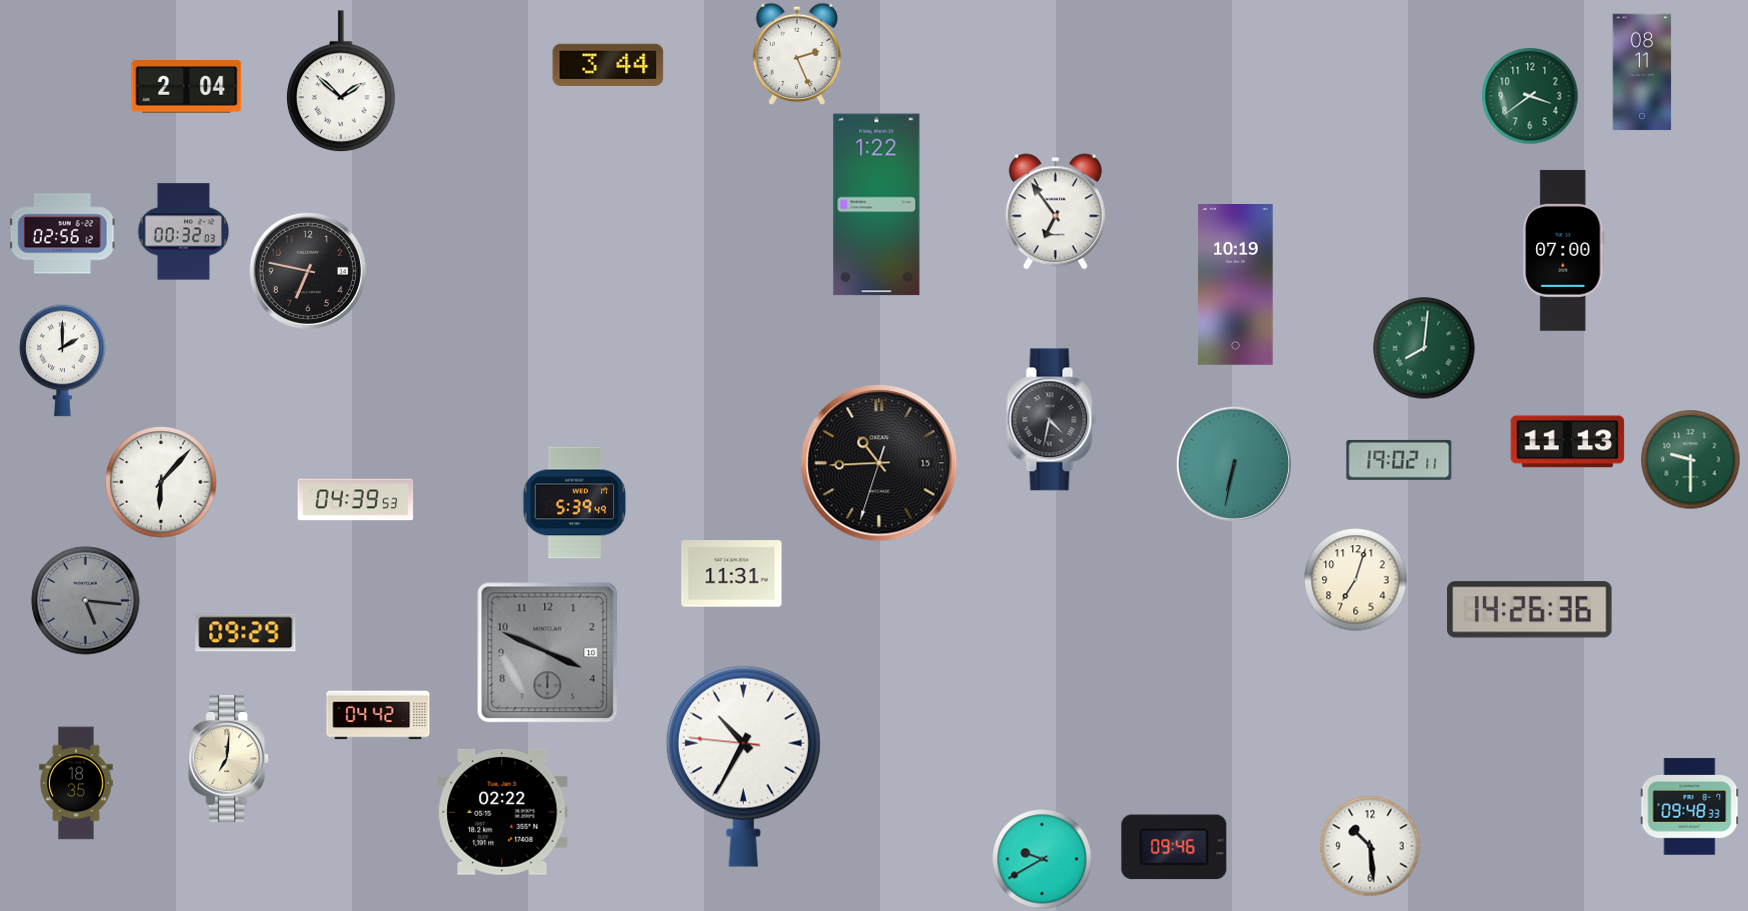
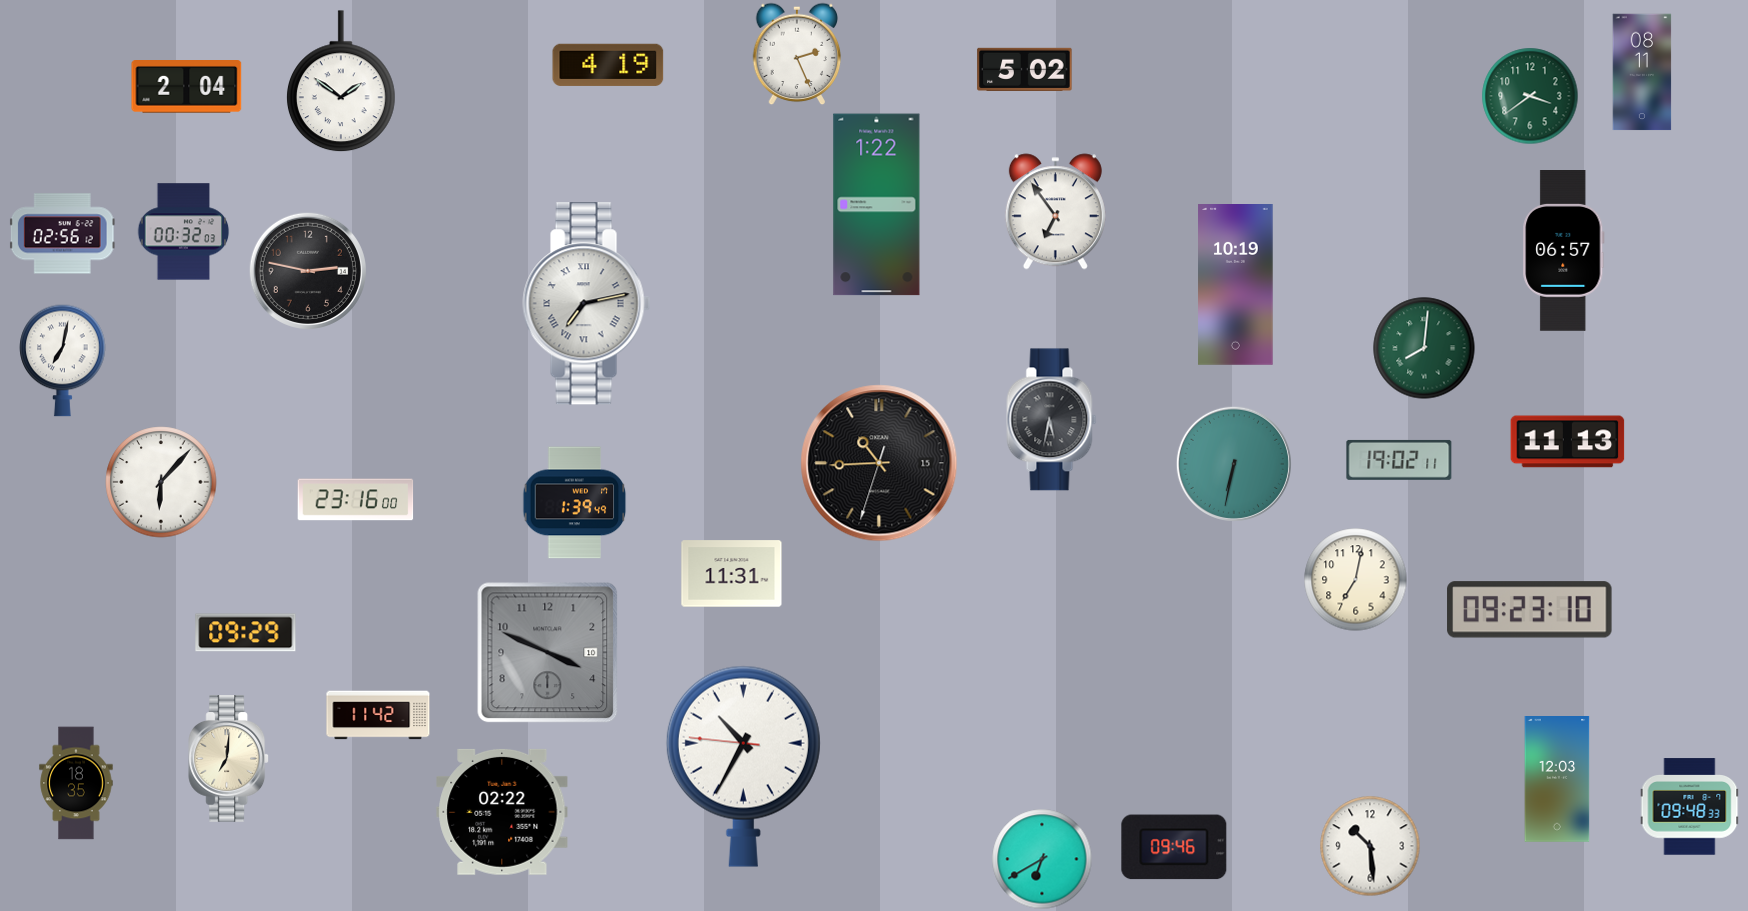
clock at (608, 65): 3:44 -> 4:19
clock at (1025, 69): none -> 5:02
clock at (341, 82): 1:52 -> 1:51
clock at (1564, 251): 07:00 -> 06:57
clock at (308, 271): 6:47 -> 2:47
clock at (587, 304): none -> 7:13
clock at (63, 360): 2:00 -> 7:02
clock at (1052, 420): 4:32 -> 5:32
clock at (1691, 460): 9:30 -> none
clock at (356, 500): 04:39 -> 23:16
clock at (575, 503): 5:39 -> 1:39
clock at (1356, 580): 7:03 -> 7:02
clock at (86, 601): 5:16 -> none
clock at (1530, 610): 14:26 -> 09:23
clock at (378, 715): 04:42 -> 11:42
clock at (1557, 780): none -> 12:03
clock at (1042, 859): 9:40 -> 6:40
